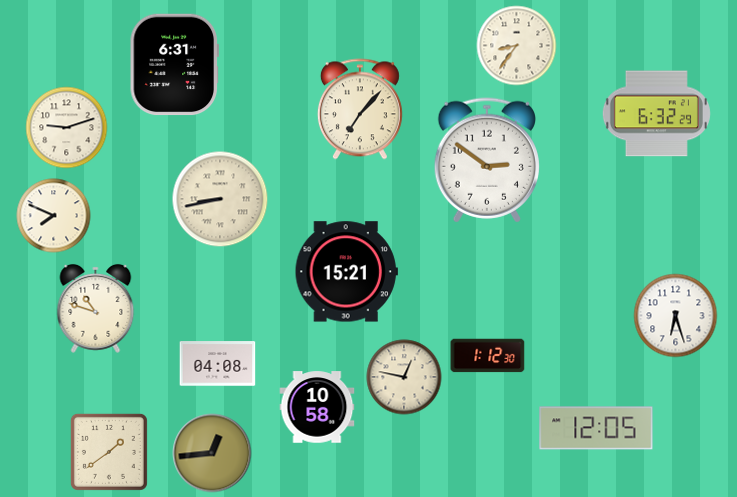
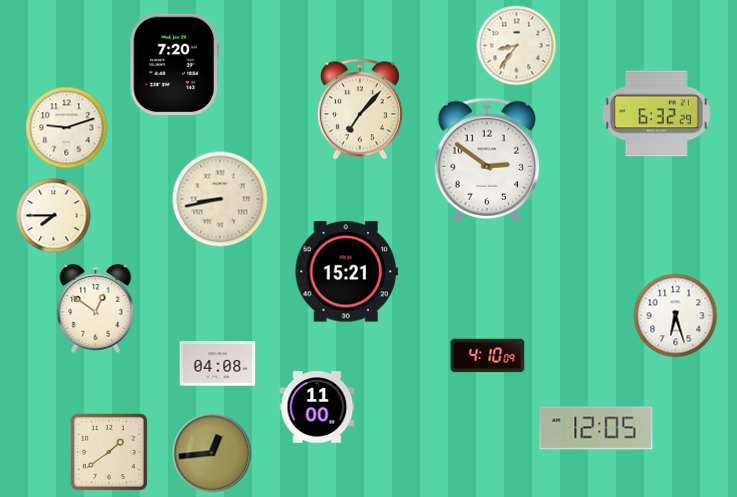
clock at (174, 65): 6:31 -> 7:20
clock at (54, 216): 7:49 -> 7:45
clock at (96, 308): 10:48 -> 12:51
clock at (488, 356): 1:12 -> 4:10
clock at (404, 377): 12:47 -> none
clock at (317, 407): 10:58 -> 11:00
